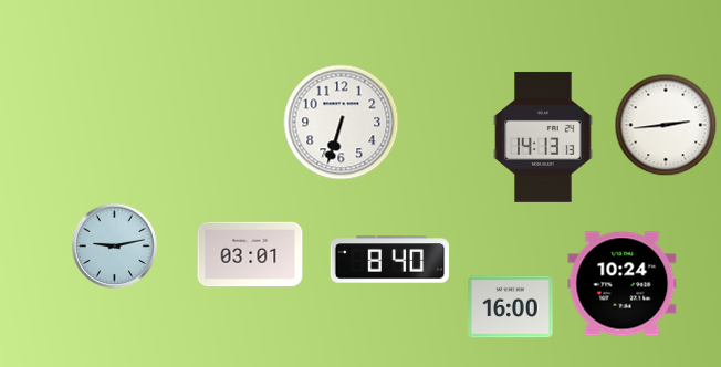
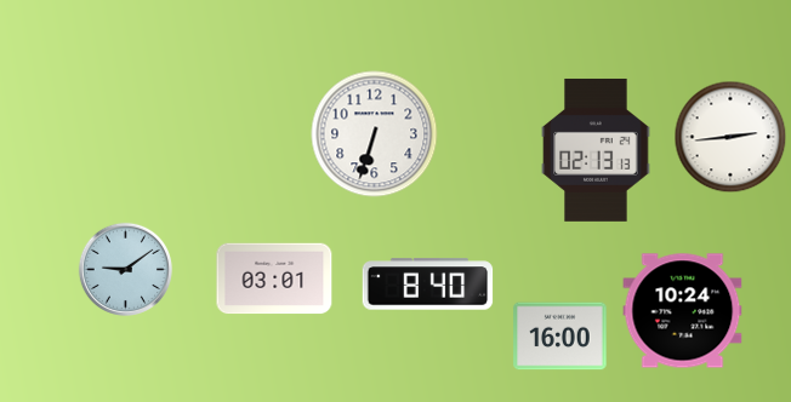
clock at (543, 137): 14:13 -> 02:13
clock at (114, 245): 9:13 -> 9:09
